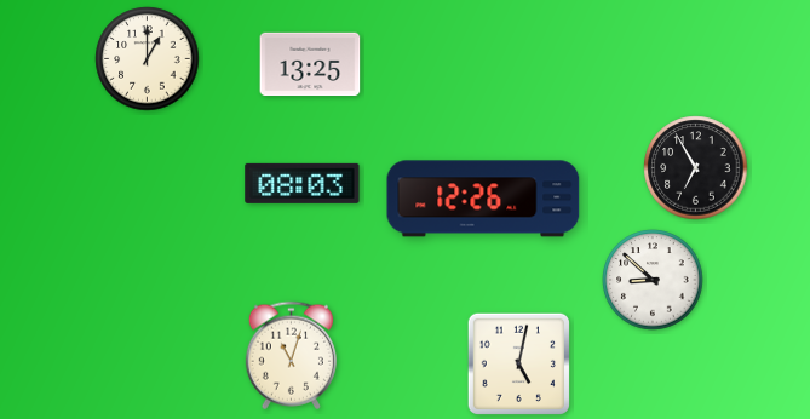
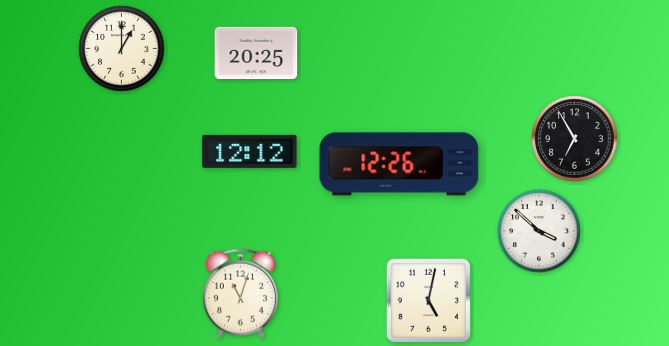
clock at (310, 64): 13:25 -> 20:25
clock at (303, 183): 08:03 -> 12:12
clock at (653, 280): 8:52 -> 3:52
